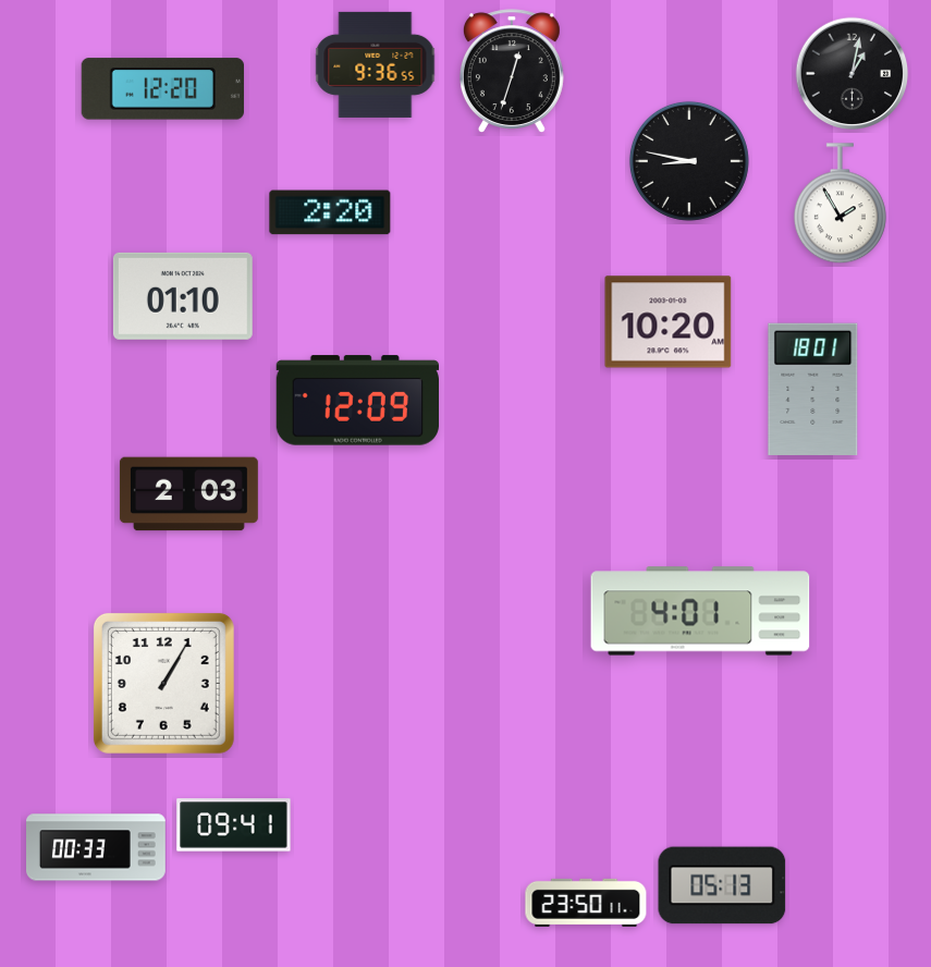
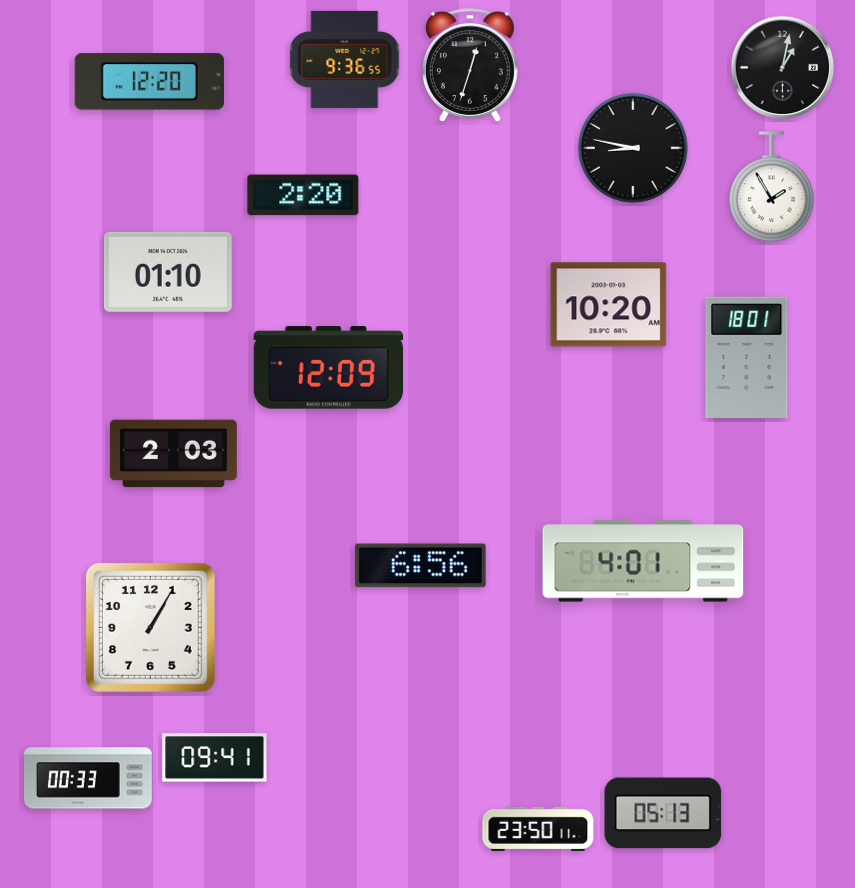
clock at (669, 322) position: (669, 322) -> (609, 305)
clock at (421, 566): none -> 6:56
